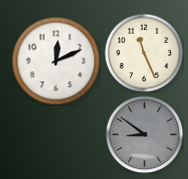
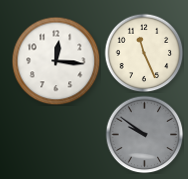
clock at (56, 61): 12:11 -> 12:16
clock at (144, 134): 8:51 -> 9:51
